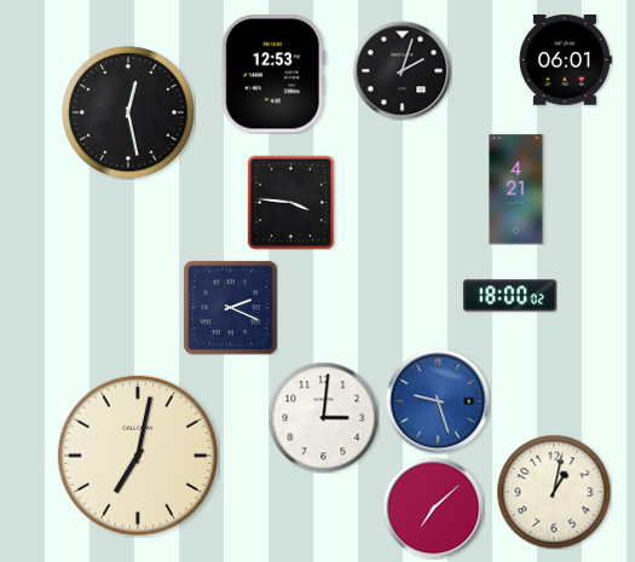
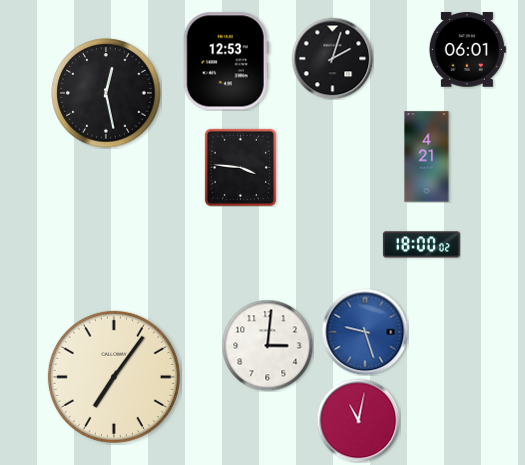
clock at (230, 307): 2:19 -> none
clock at (438, 401) position: (438, 401) -> (365, 332)
clock at (138, 456): 7:02 -> 7:06
clock at (554, 492): 1:02 -> none
clock at (433, 508): 7:08 -> 11:02
